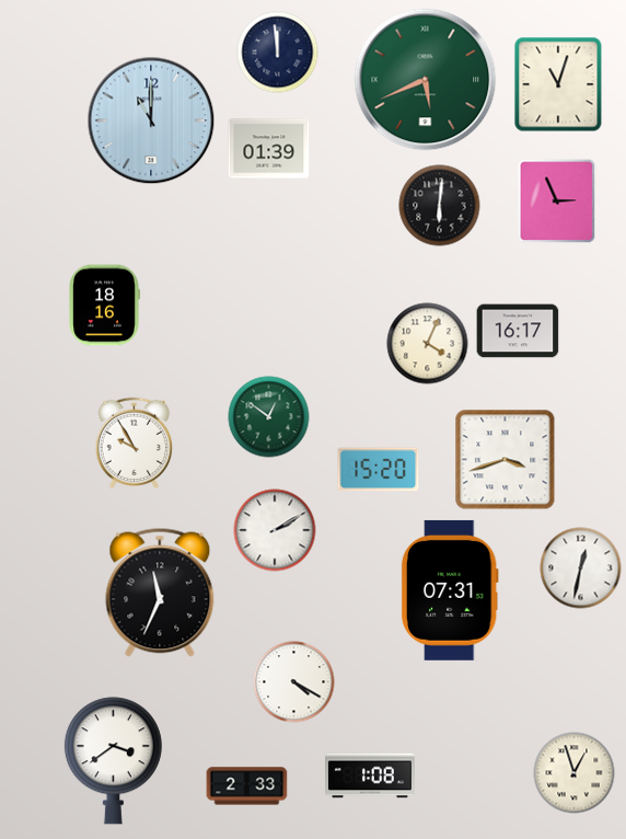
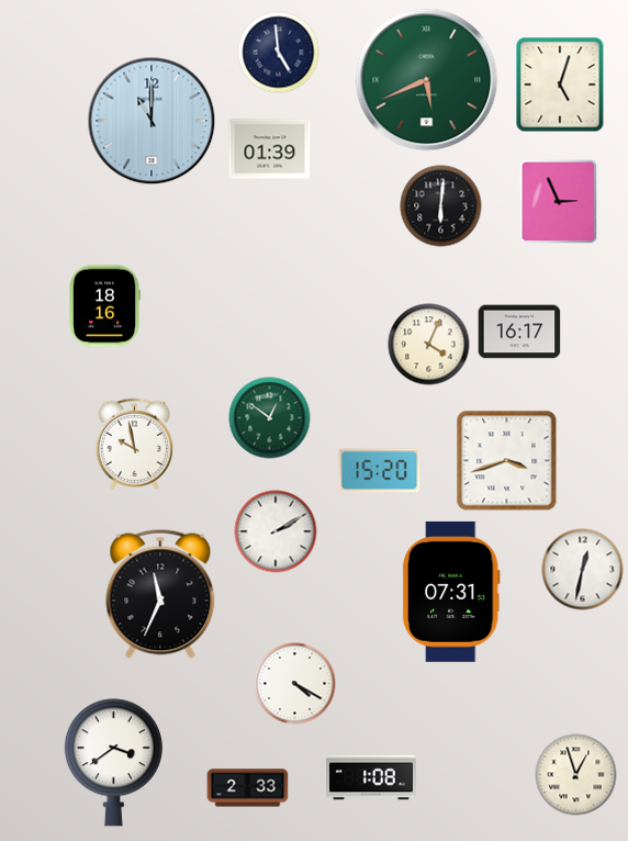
clock at (278, 53): 11:59 -> 4:59
clock at (558, 84): 11:03 -> 5:03
clock at (135, 444): 9:55 -> 9:58
